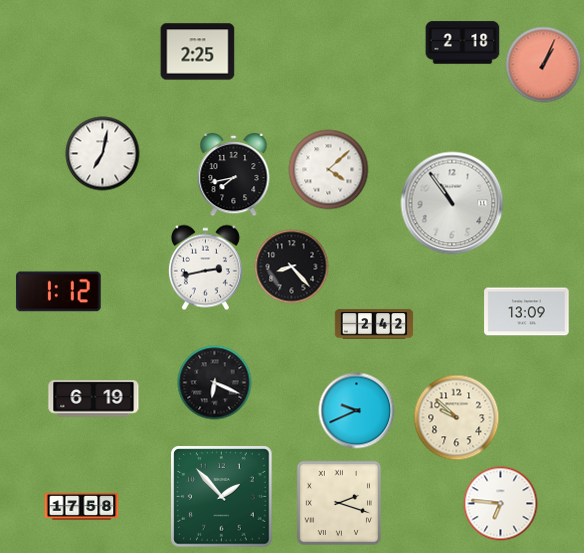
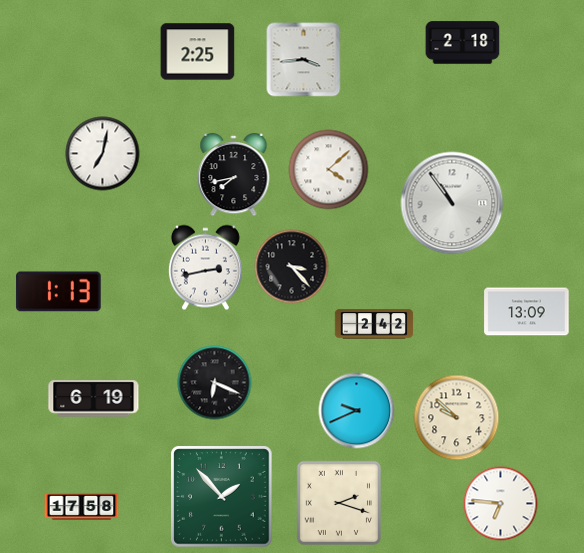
clock at (304, 60): none -> 3:44
clock at (544, 65): 1:04 -> none
clock at (292, 267): 8:23 -> 3:23
clock at (59, 292): 1:12 -> 1:13
